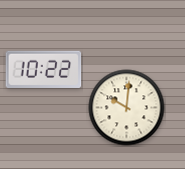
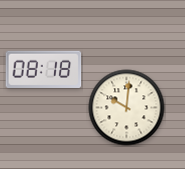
clock at (44, 69): 10:22 -> 08:18
